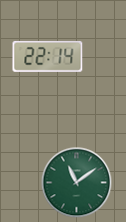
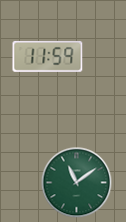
clock at (48, 56): 22:14 -> 11:59
